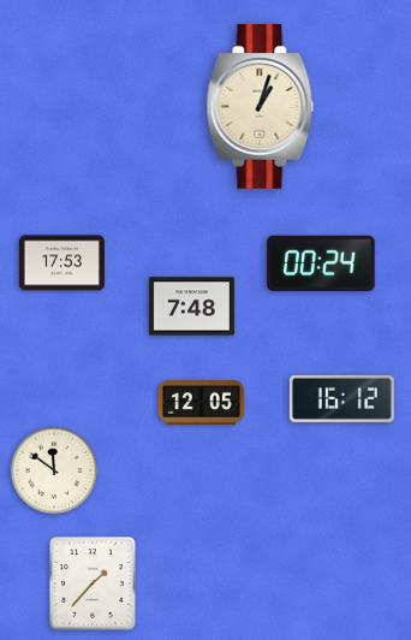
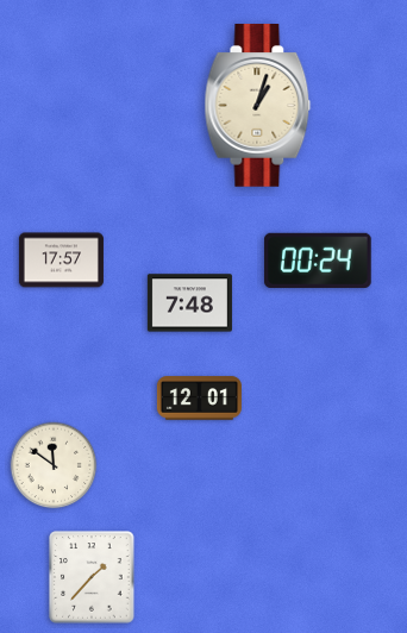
clock at (61, 263): 17:53 -> 17:57
clock at (341, 398): 16:12 -> none
clock at (201, 403): 12:05 -> 12:01
